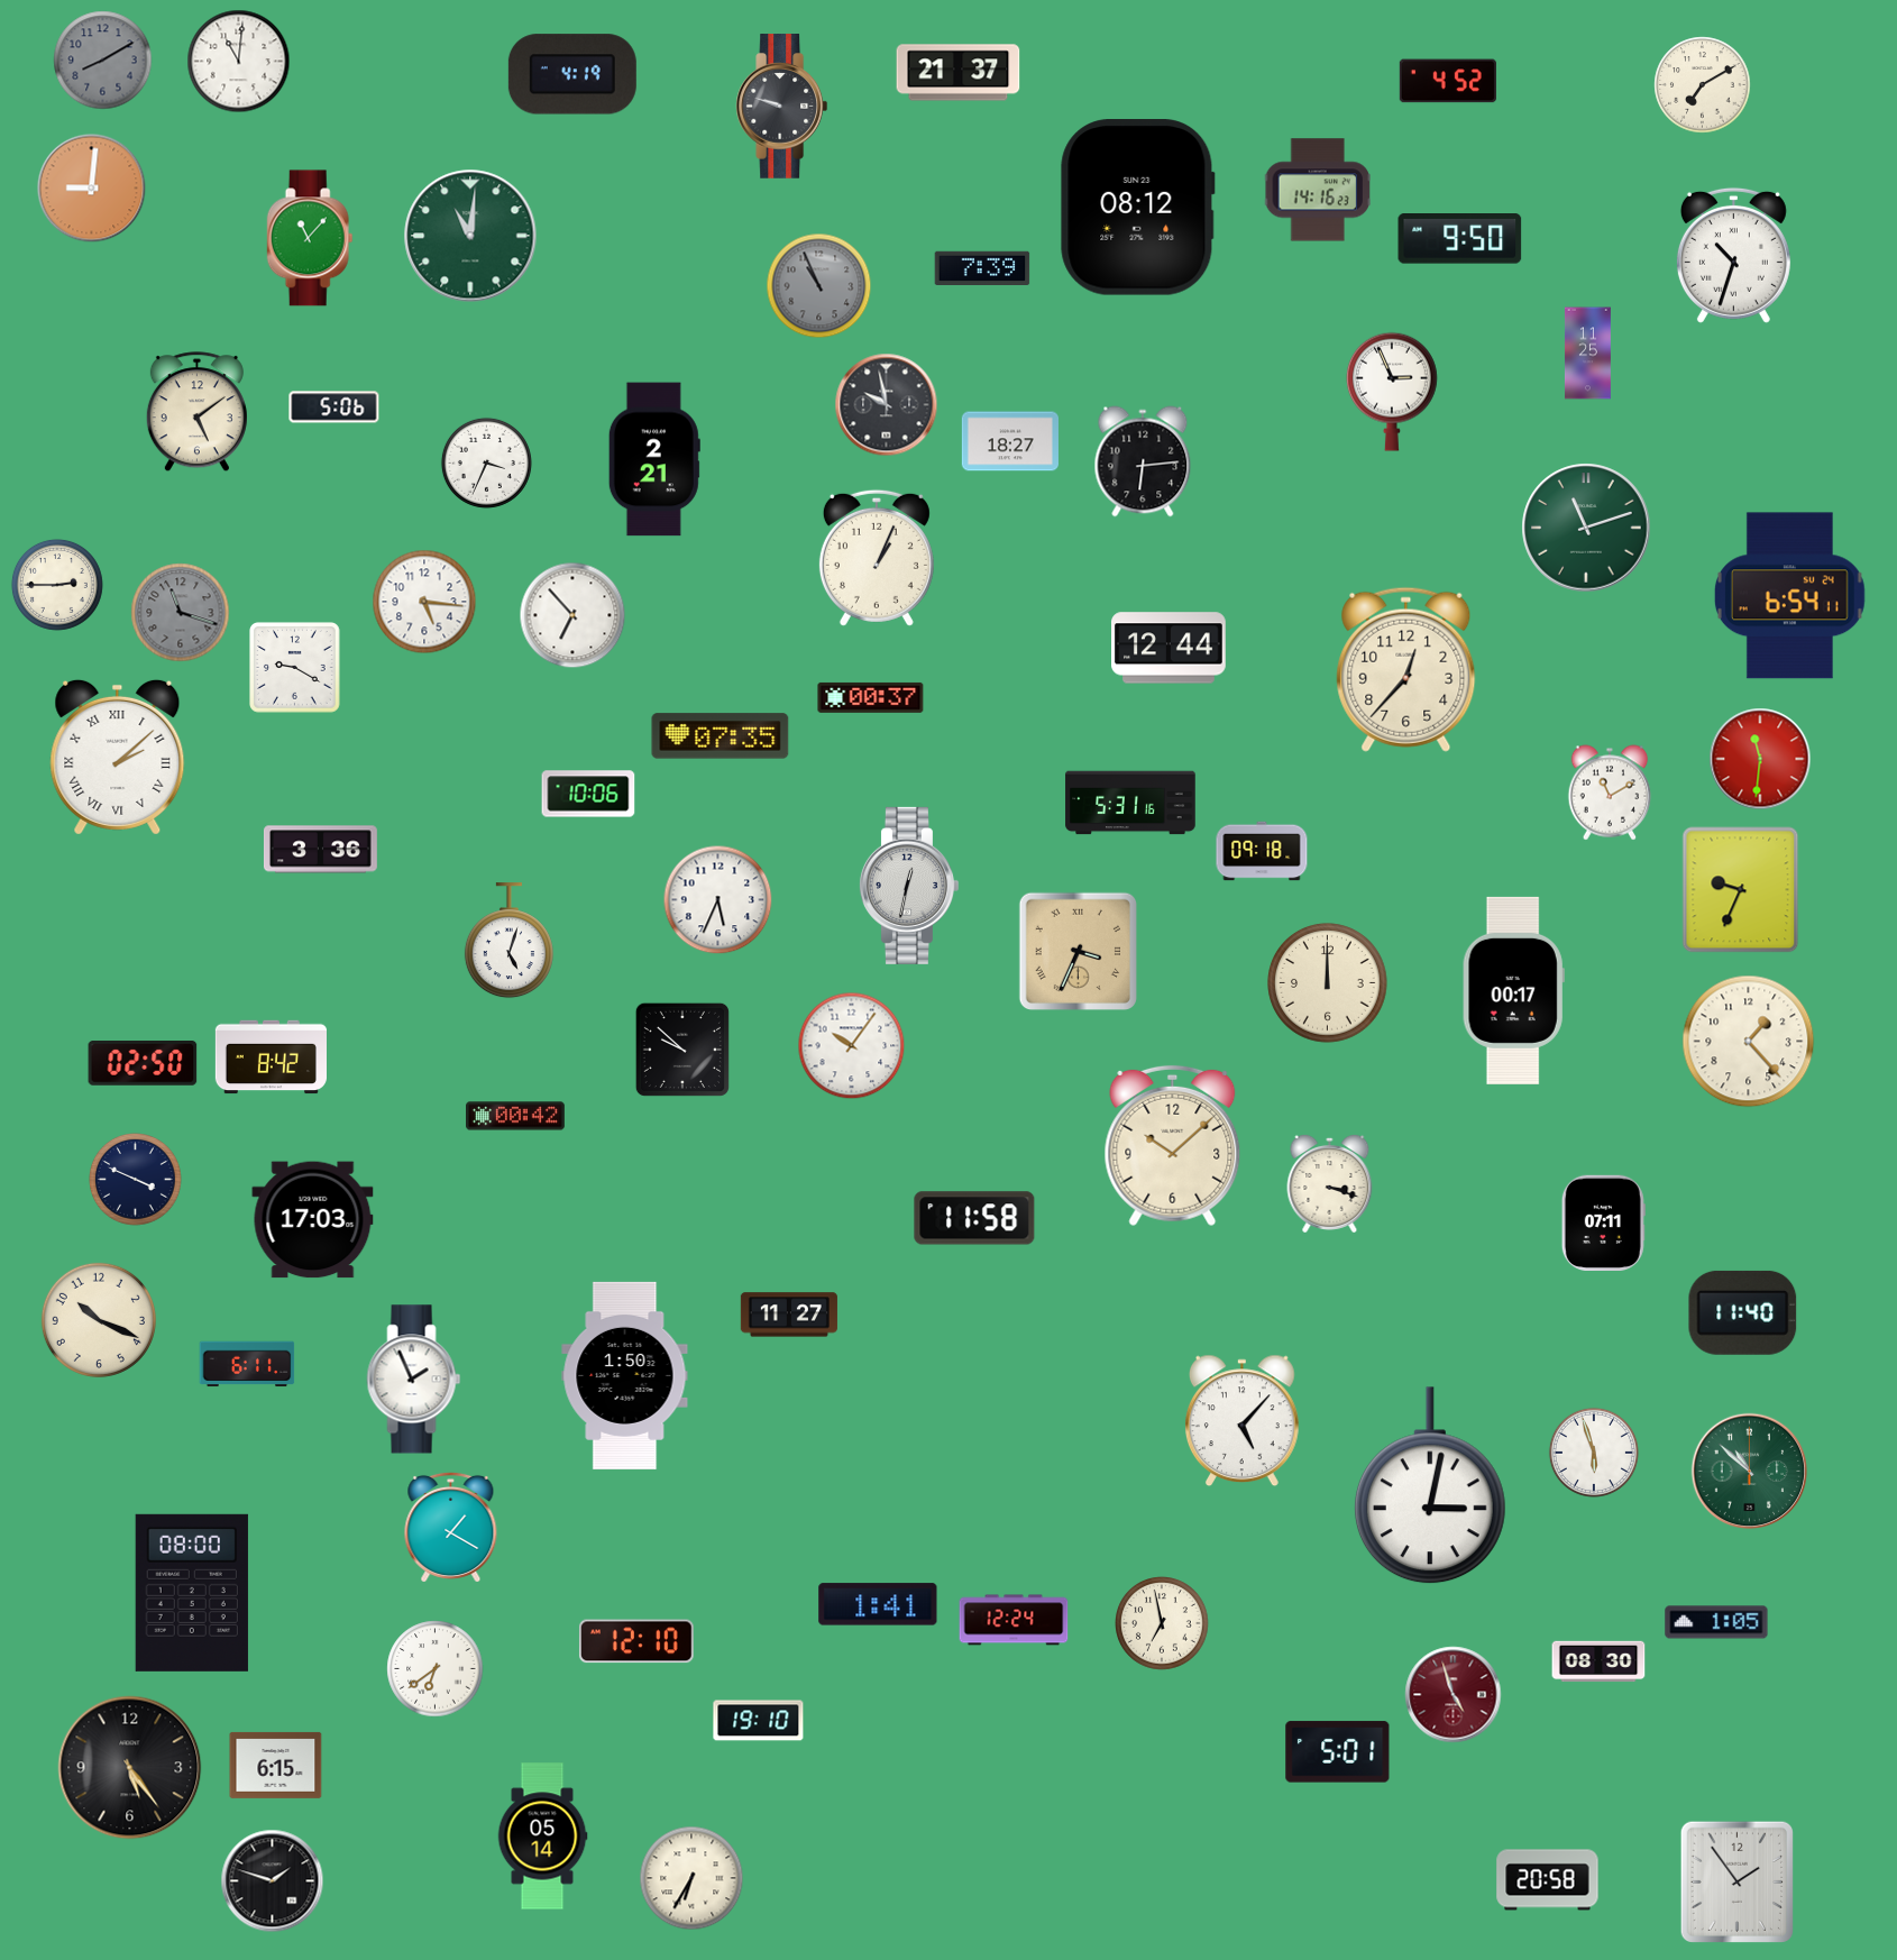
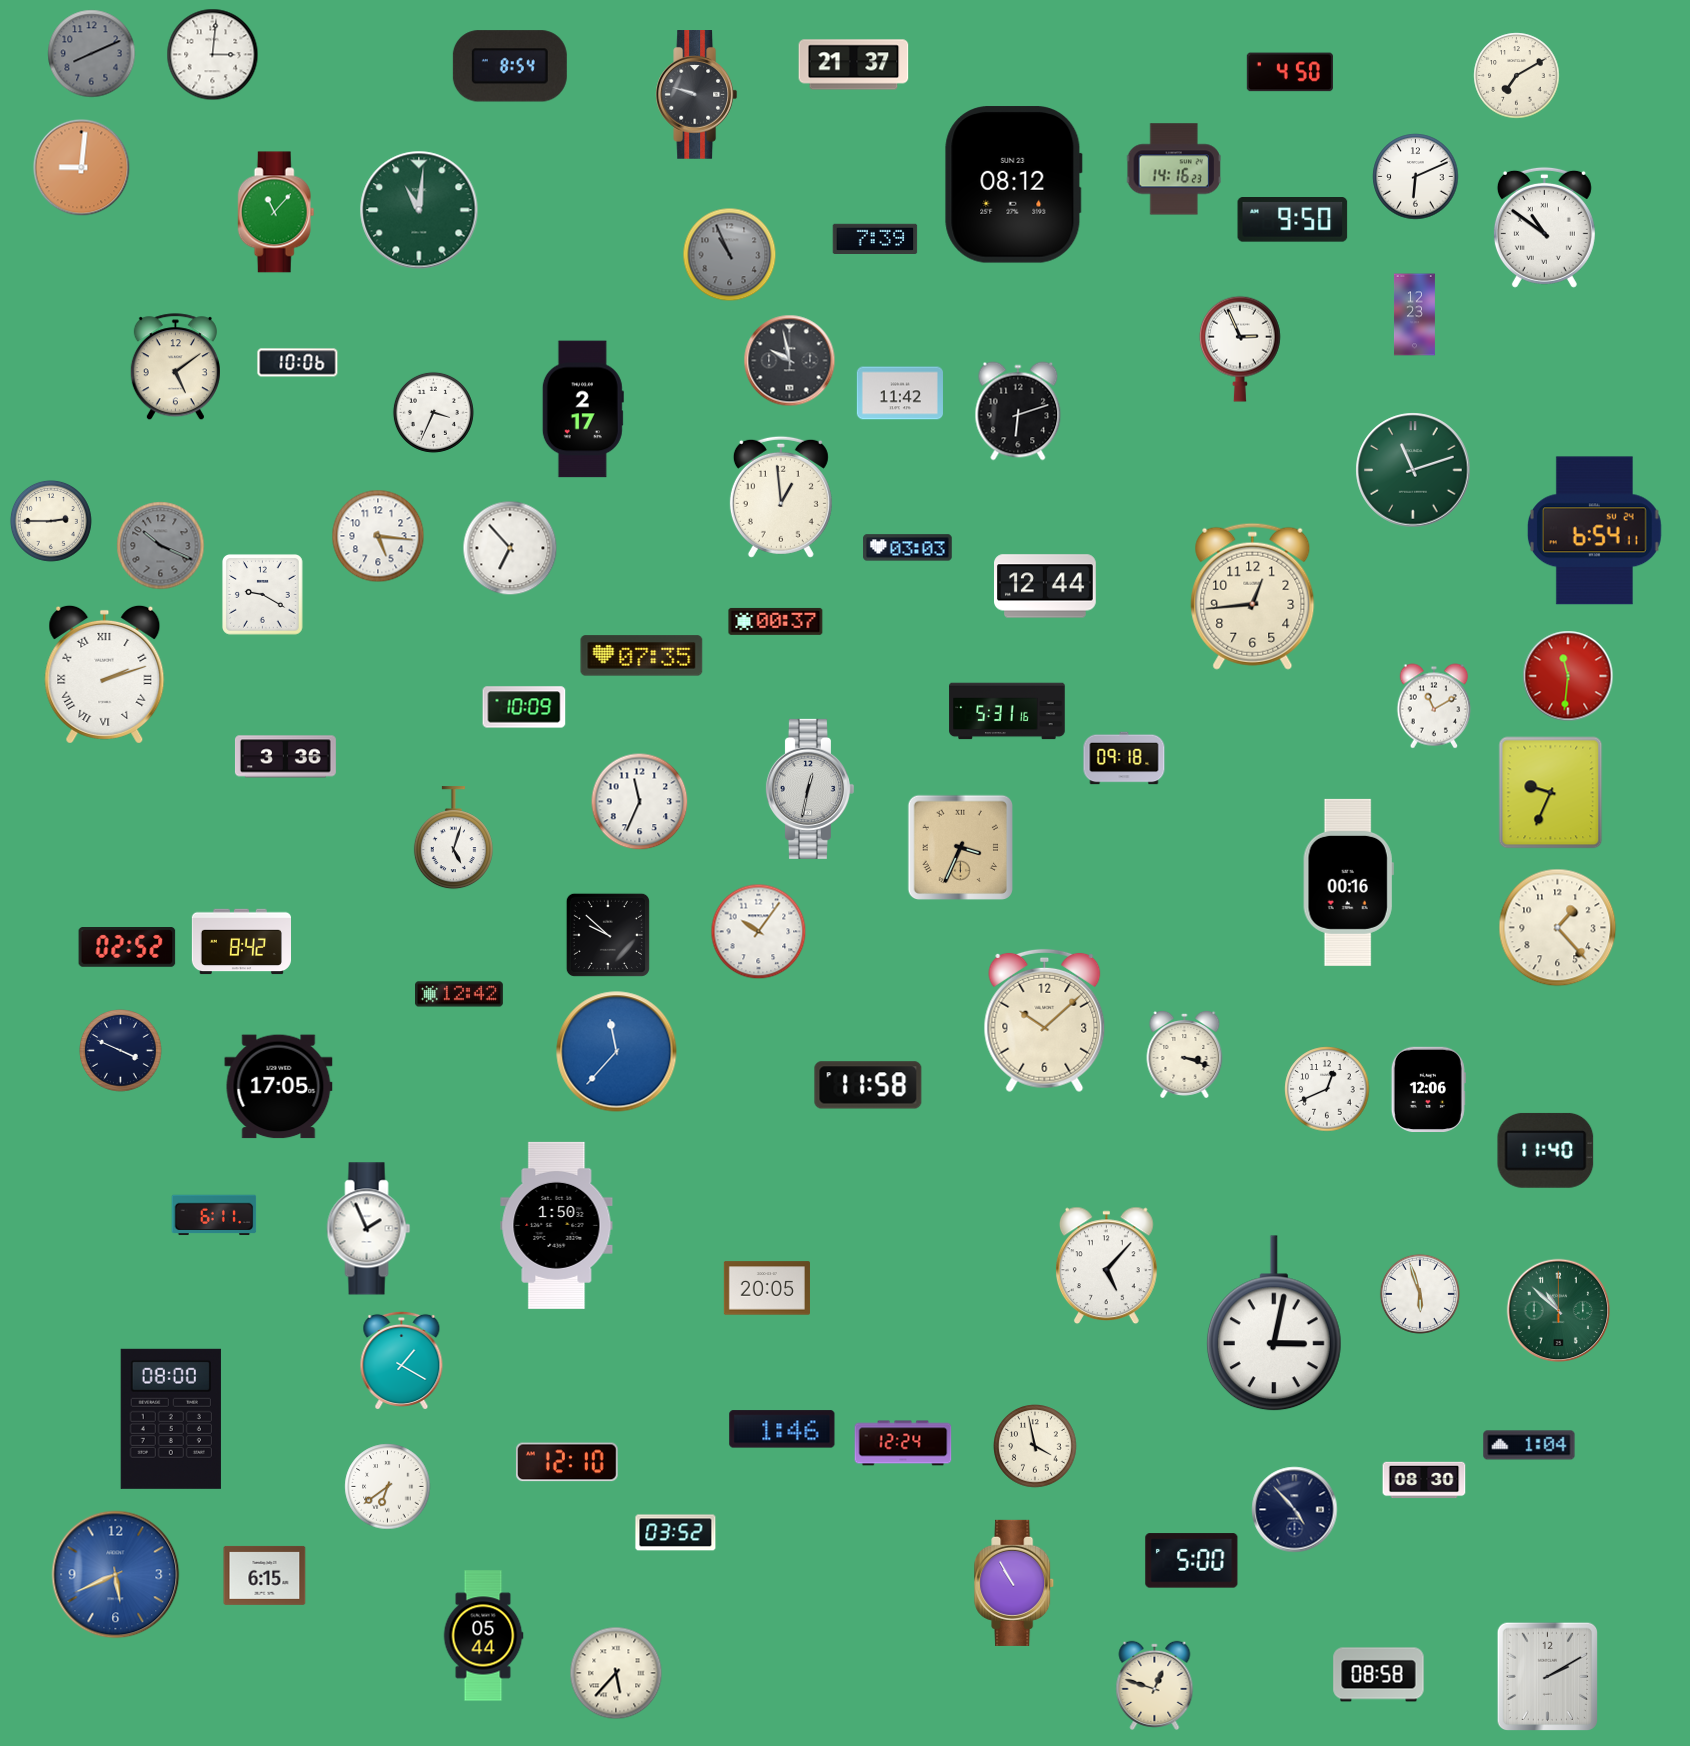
clock at (103, 61): 8:10 -> 8:11
clock at (239, 62): 11:01 -> 3:01
clock at (572, 74): 4:19 -> 8:54
clock at (1448, 81): 4:52 -> 4:50
clock at (1416, 177): none -> 6:11
clock at (1460, 239) position: (1460, 239) -> (1293, 220)
clock at (1733, 255): 10:33 -> 10:51
clock at (1587, 354): 11:25 -> 12:23
clock at (335, 407): 5:06 -> 10:06
clock at (1010, 441): 18:27 -> 11:42
clock at (654, 459): 2:21 -> 2:17
clock at (1143, 461): 6:14 -> 6:12
clock at (877, 558): 1:04 -> 12:59
clock at (181, 613): 11:18 -> 10:19
clock at (908, 548): none -> 03:03
clock at (1169, 648) position: (1169, 648) -> (1045, 586)
clock at (1406, 669): 12:37 -> 12:44
clock at (118, 757): 2:08 -> 2:12
clock at (588, 794): 10:06 -> 10:09
clock at (1130, 803) position: (1130, 803) -> (1007, 711)
clock at (718, 900): 5:34 -> 11:34
clock at (1328, 983): 12:00 -> none
clock at (1513, 990): 00:17 -> 00:16
clock at (143, 1064): 02:50 -> 02:52
clock at (516, 1116): 00:42 -> 12:42
clock at (617, 1052): none -> 11:37
clock at (313, 1220): 17:03 -> 17:05
clock at (1327, 1089): none -> 12:41
clock at (1603, 1222): 07:11 -> 12:06
clock at (1743, 1312) position: (1743, 1312) -> (1546, 1150)
clock at (789, 1315): 11:27 -> none
clock at (99, 1320): 10:19 -> none
clock at (247, 1364) position: (247, 1364) -> (214, 1215)
clock at (767, 1288): none -> 20:05
clock at (878, 1604): 1:41 -> 1:46
clock at (1716, 1622): 1:05 -> 1:04
clock at (1162, 1623): 6:58 -> 3:58
clock at (1454, 1695): 4:57 -> 4:53
clock at (1454, 1695) dial: burgundy -> navy
clock at (759, 1721): 19:10 -> 03:52
clock at (1338, 1752): 5:01 -> 5:00
clock at (276, 1765) position: (276, 1765) -> (265, 1575)
clock at (130, 1768): 5:24 -> 5:41
clock at (130, 1768) dial: black -> blue
clock at (1015, 1583): none -> 10:55
clock at (542, 1837): 05:14 -> 05:44
clock at (691, 1878): 6:35 -> 5:37
clock at (1548, 1880): 20:58 -> 08:58
clock at (273, 1881): 1:48 -> none
clock at (1736, 1881): 1:54 -> 2:10
clock at (1155, 1685): none -> 12:48
